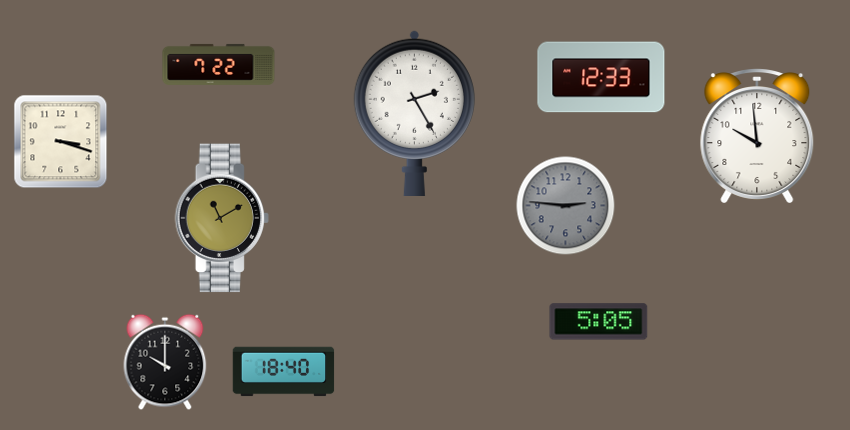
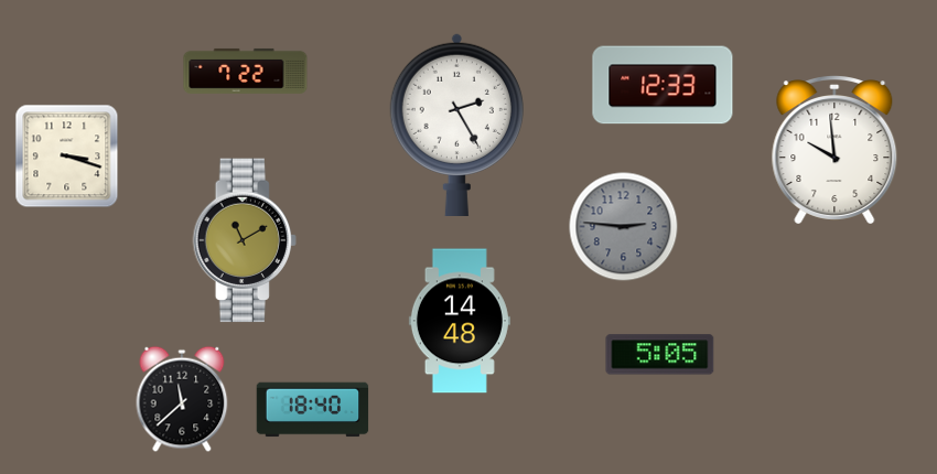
clock at (219, 64) position: (219, 64) -> (246, 71)
clock at (460, 321): none -> 14:48
clock at (165, 362): 10:00 -> 11:38
